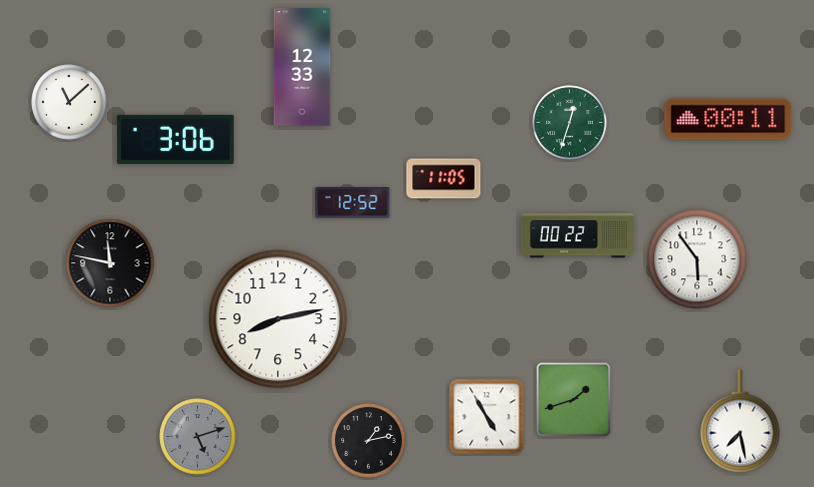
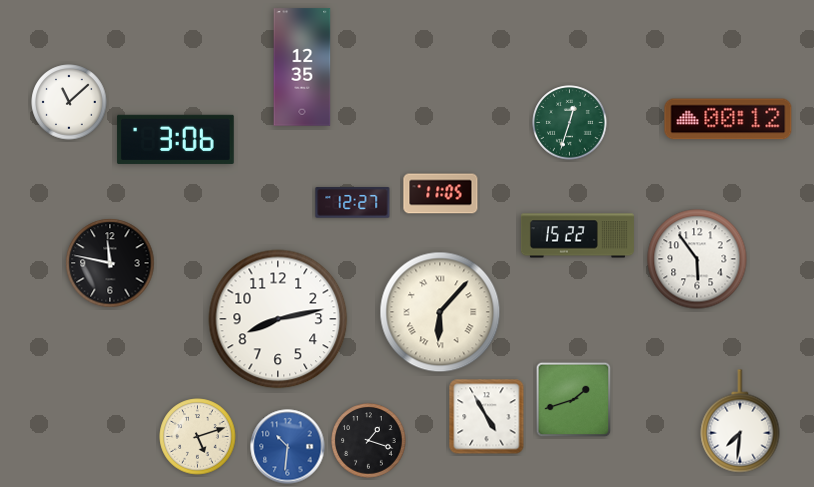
clock at (302, 67): 12:33 -> 12:35
clock at (728, 119): 00:11 -> 00:12
clock at (444, 179) position: (444, 179) -> (441, 194)
clock at (353, 203): 12:52 -> 12:27
clock at (577, 236): 00:22 -> 15:22
clock at (440, 312): none -> 6:07
clock at (740, 421): 7:28 -> 7:31
clock at (198, 437) dial: grey -> cream
clock at (369, 441): 1:13 -> 1:18
clock at (288, 447): none -> 10:31
